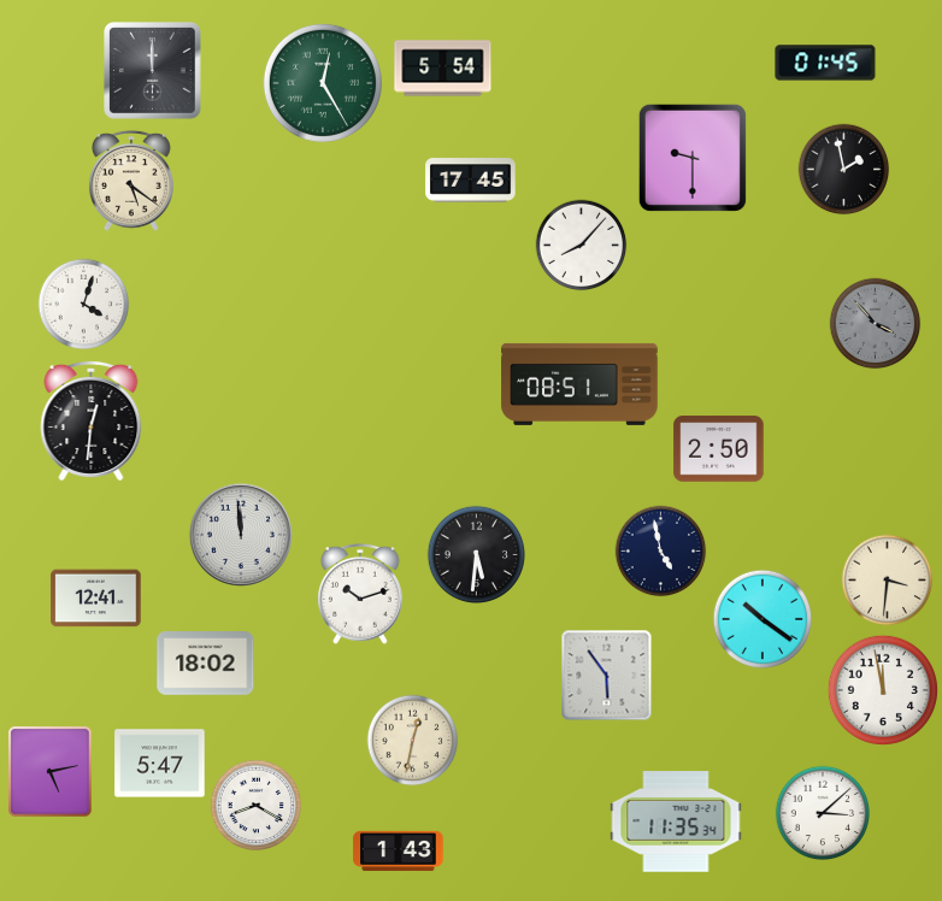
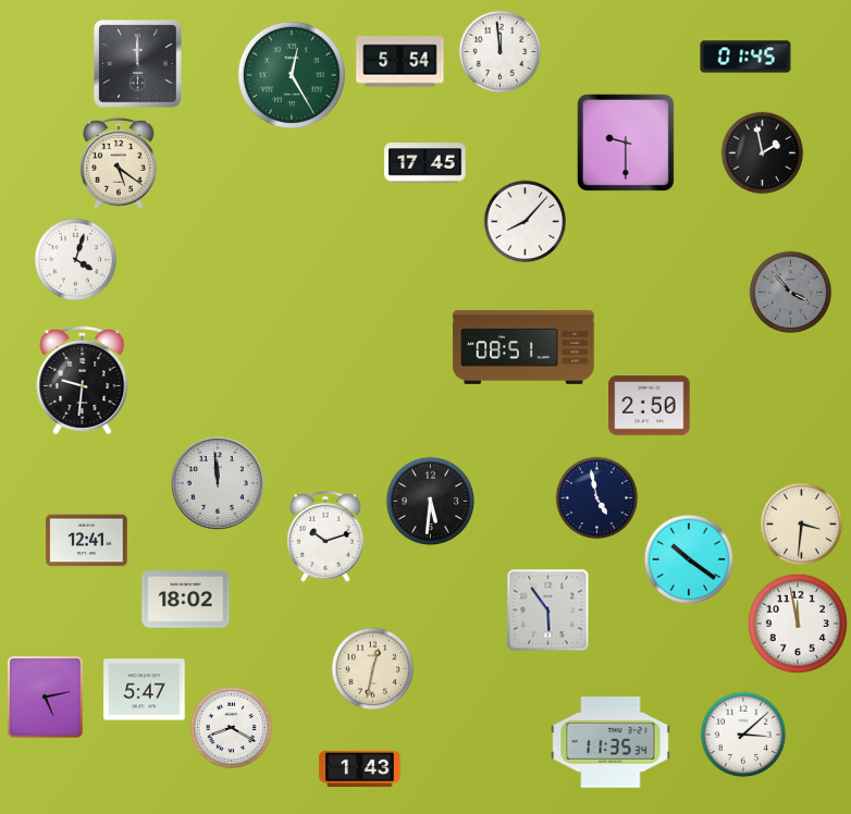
clock at (501, 52): none -> 11:59
clock at (84, 305) position: (84, 305) -> (76, 260)
clock at (92, 420): 12:31 -> 9:31
